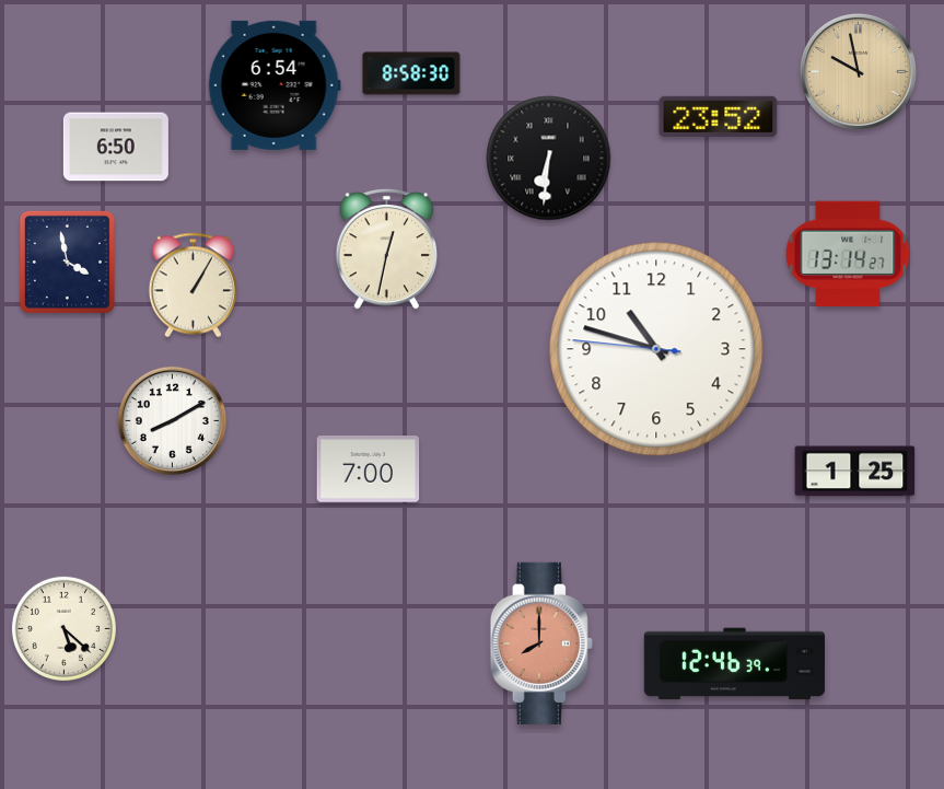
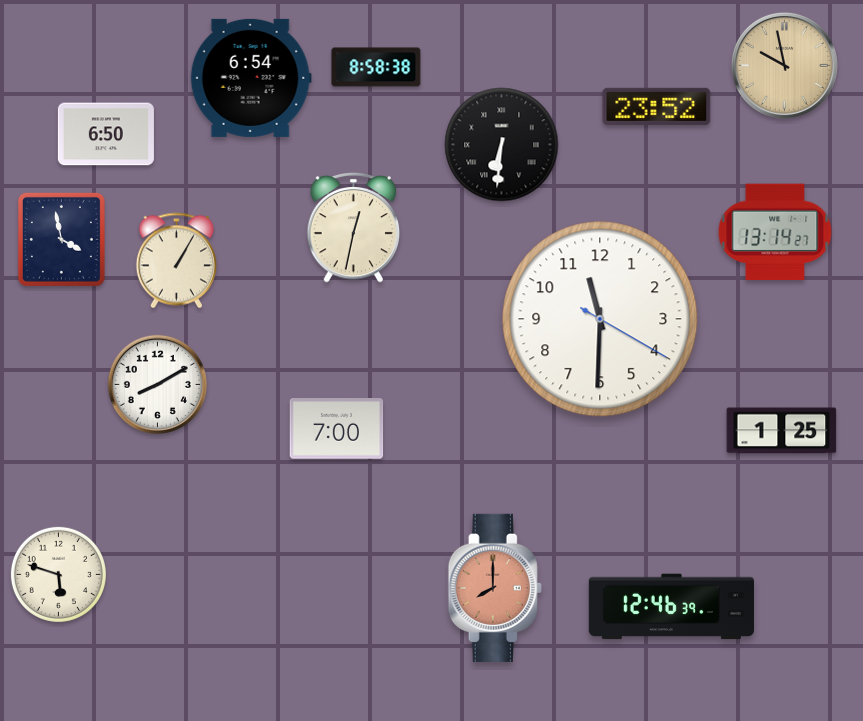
clock at (411, 73): 8:58:30 -> 8:58:38
clock at (656, 349): 10:47 -> 11:30
clock at (63, 628): 5:22 -> 5:48
